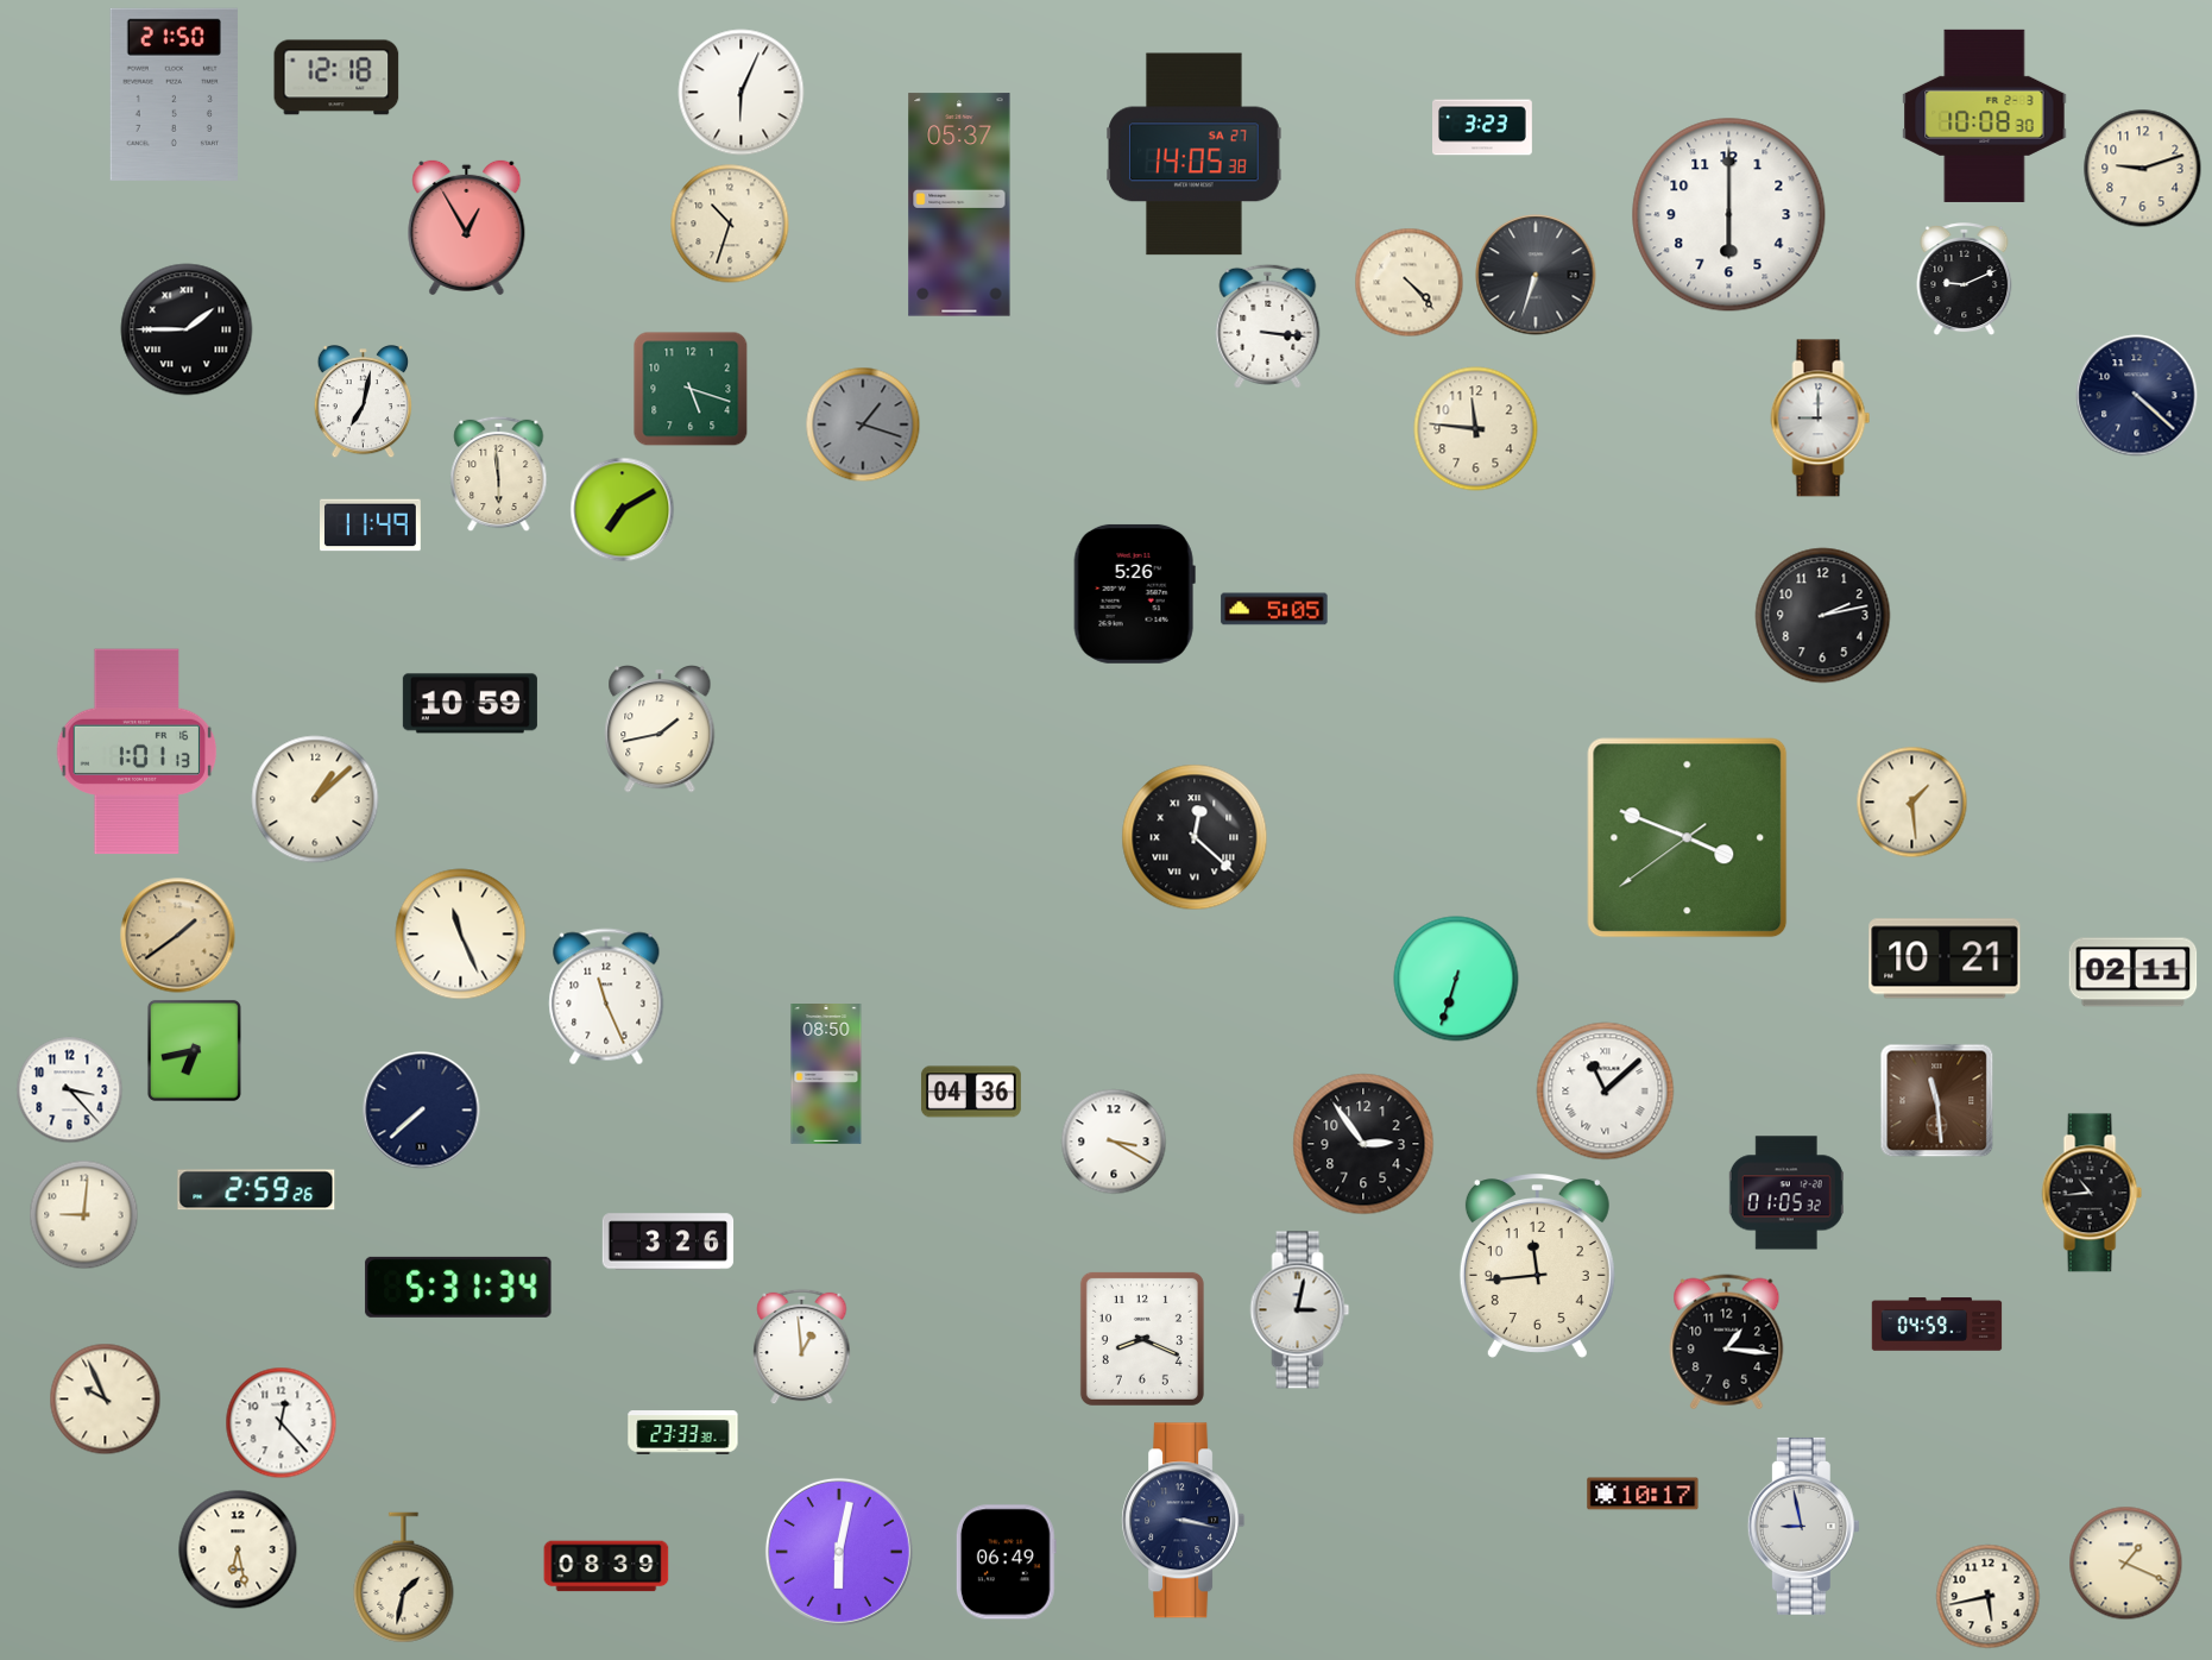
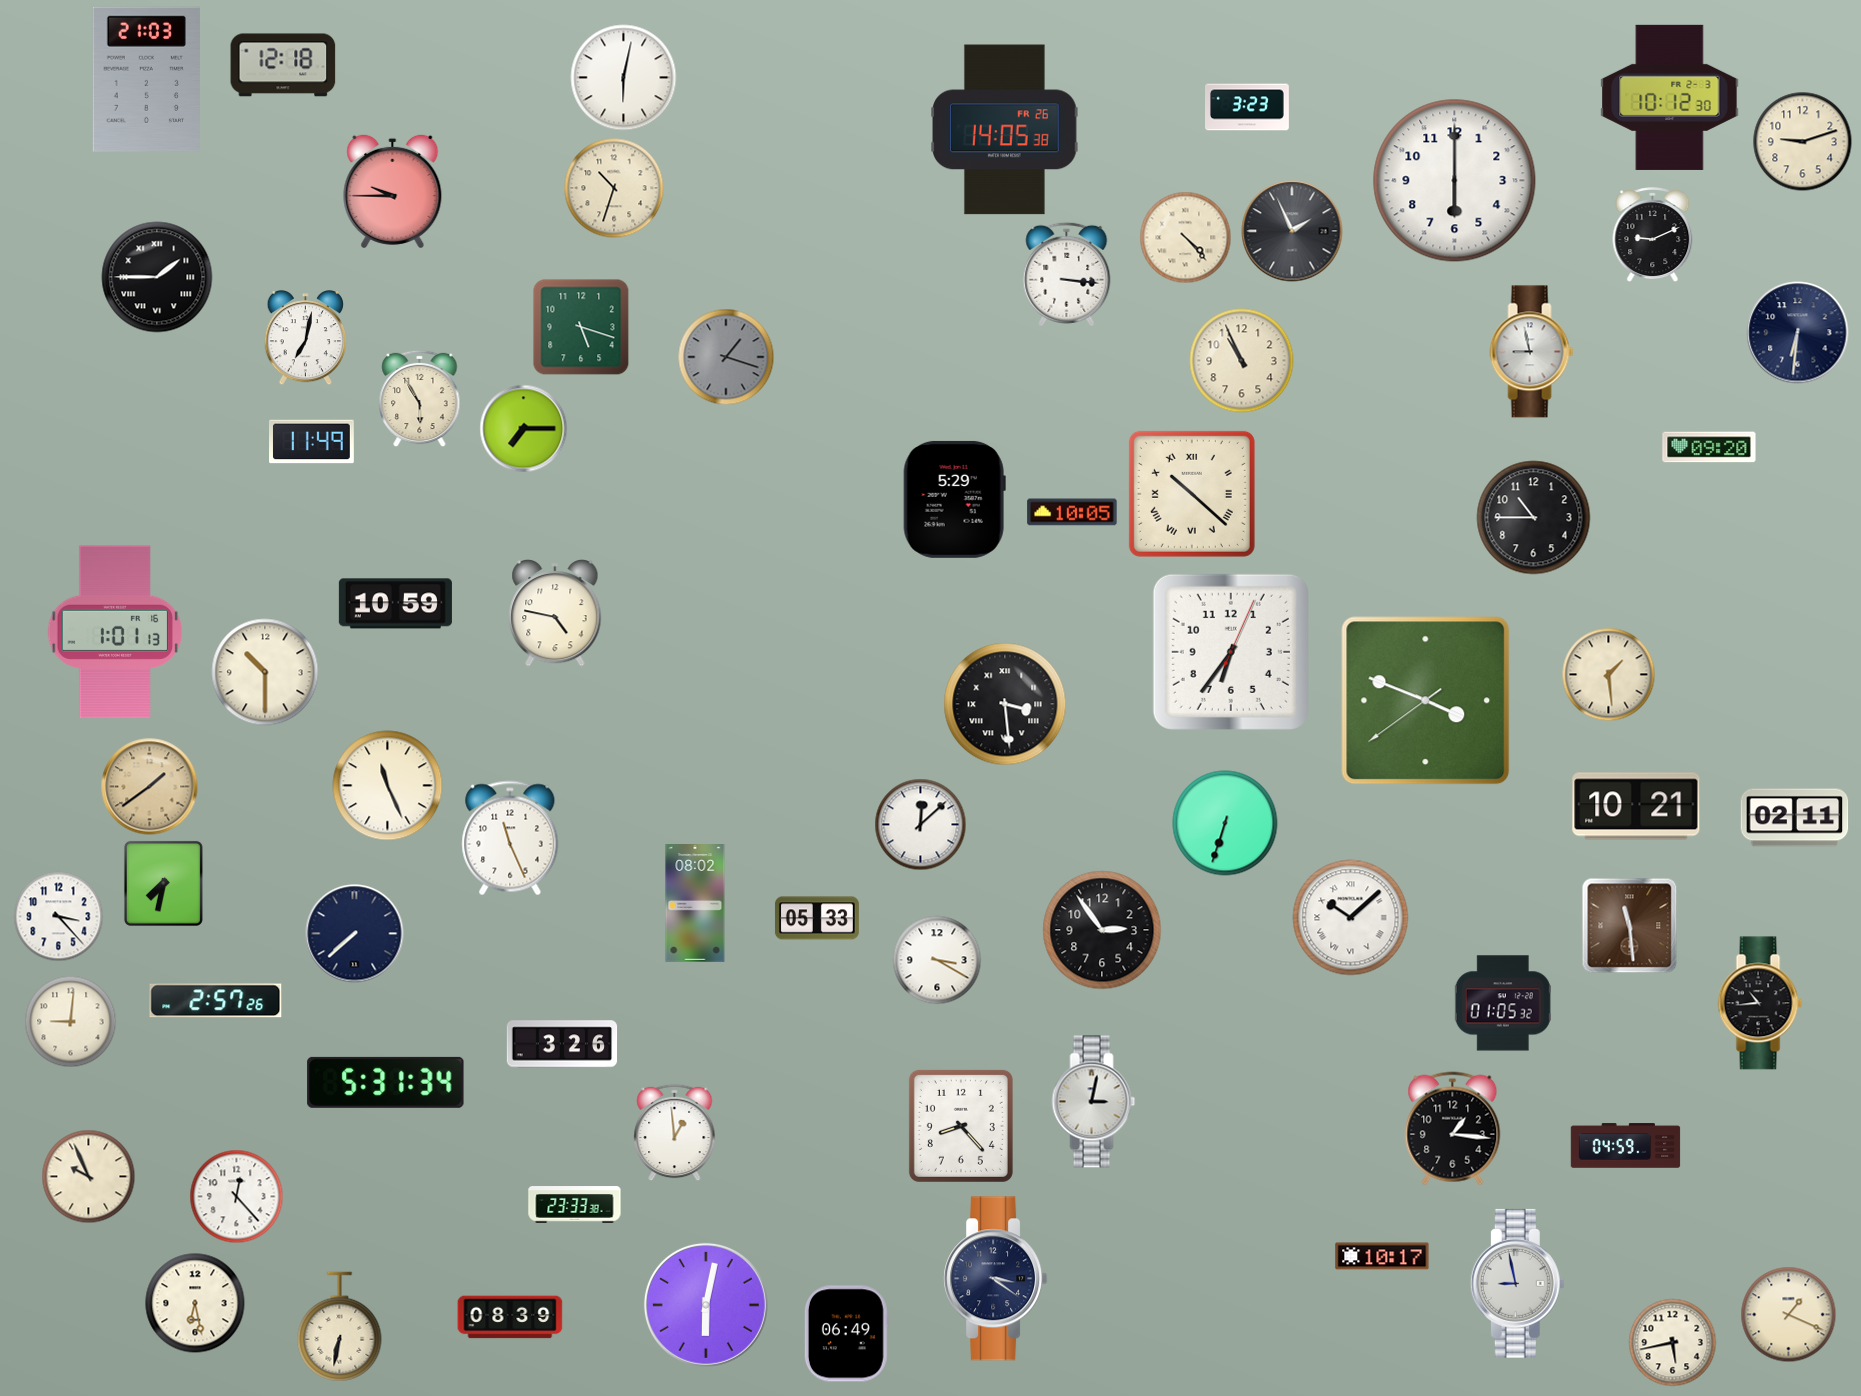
clock at (742, 93): 6:04 -> 6:02
clock at (174, 94): 21:50 -> 21:03
clock at (1985, 115): 10:08 -> 10:12
clock at (1195, 155) date: SA 27 -> FR 26
clock at (959, 205): 05:37 -> none
clock at (467, 227): 12:55 -> 9:45
clock at (1536, 275): 6:33 -> 1:56
clock at (2137, 396): 4:22 -> 6:31
clock at (1821, 419): 9:00 -> 8:58
clock at (1476, 429): 11:46 -> 10:56
clock at (499, 474): 5:59 -> 5:55
clock at (623, 510): 7:10 -> 7:15
clock at (1709, 447): none -> 09:20
clock at (1192, 494): none -> 10:22
clock at (1134, 593): 5:26 -> 5:29
clock at (1274, 609): 5:05 -> 10:05
clock at (1823, 616): 2:13 -> 10:45
clock at (470, 704) position: (470, 704) -> (395, 604)
clock at (660, 730): 1:43 -> 4:47
clock at (1231, 652): none -> 6:36
clock at (315, 799): 1:08 -> 10:30
clock at (1195, 837): 12:22 -> 3:29
clock at (1688, 838) position: (1688, 838) -> (1426, 701)
clock at (921, 825): none -> 12:08
clock at (194, 1050): 6:43 -> 7:32
clock at (826, 1075): 08:50 -> 08:02
clock at (971, 1092): 04:36 -> 05:33
clock at (1606, 1092): 11:08 -> 10:08
clock at (1363, 1144) position: (1363, 1144) -> (1102, 930)
clock at (257, 1190): 2:59 -> 2:57
clock at (1537, 1266): 11:44 -> none
clock at (1937, 1325) position: (1937, 1325) -> (1626, 1146)
clock at (1142, 1339): 8:19 -> 8:23
clock at (1184, 1521): 3:17 -> 3:21
clock at (238, 1549) position: (238, 1549) -> (195, 1303)
clock at (1006, 1562) position: (1006, 1562) -> (846, 1334)
clock at (404, 1578): 1:32 -> 6:32
